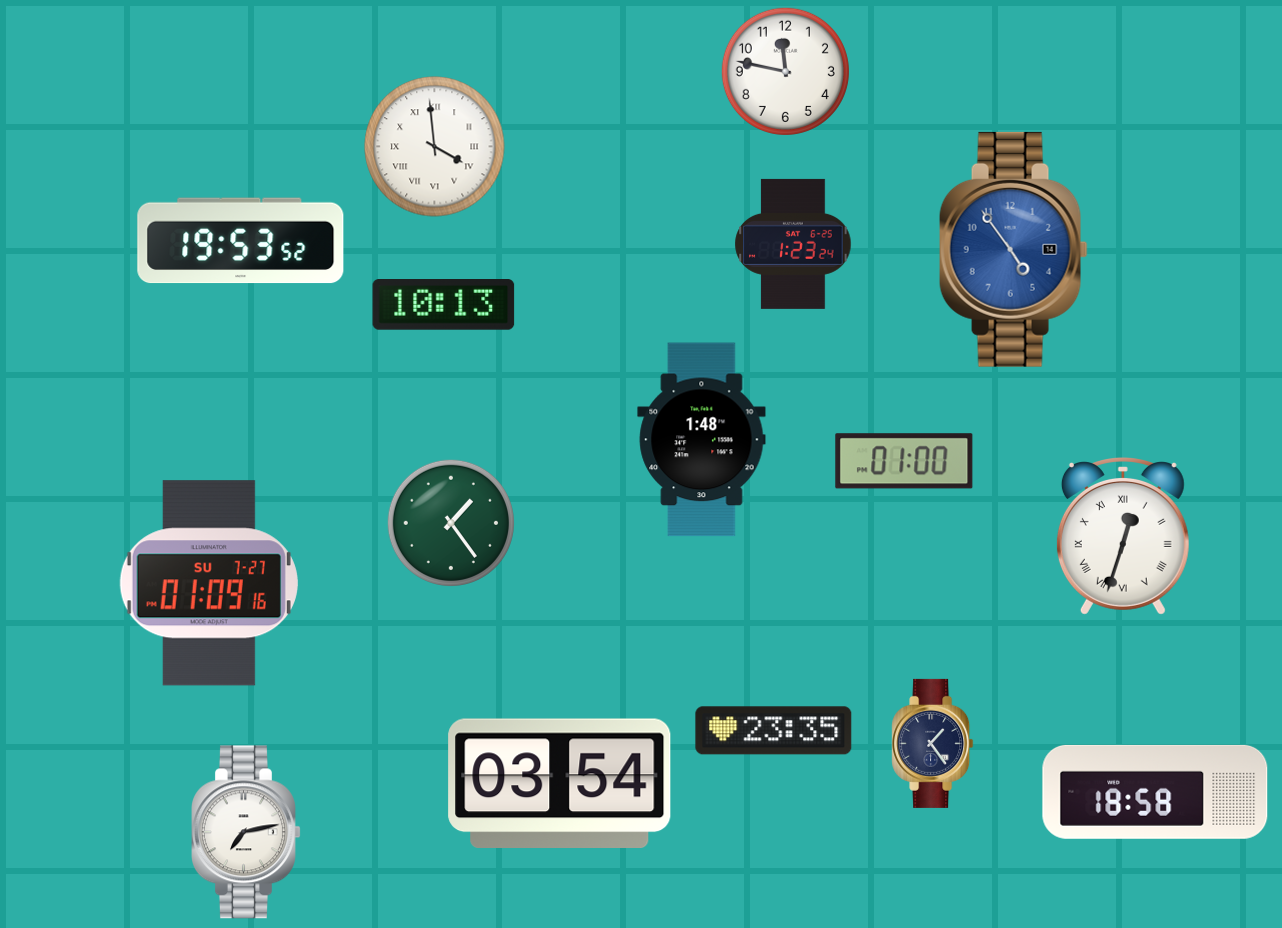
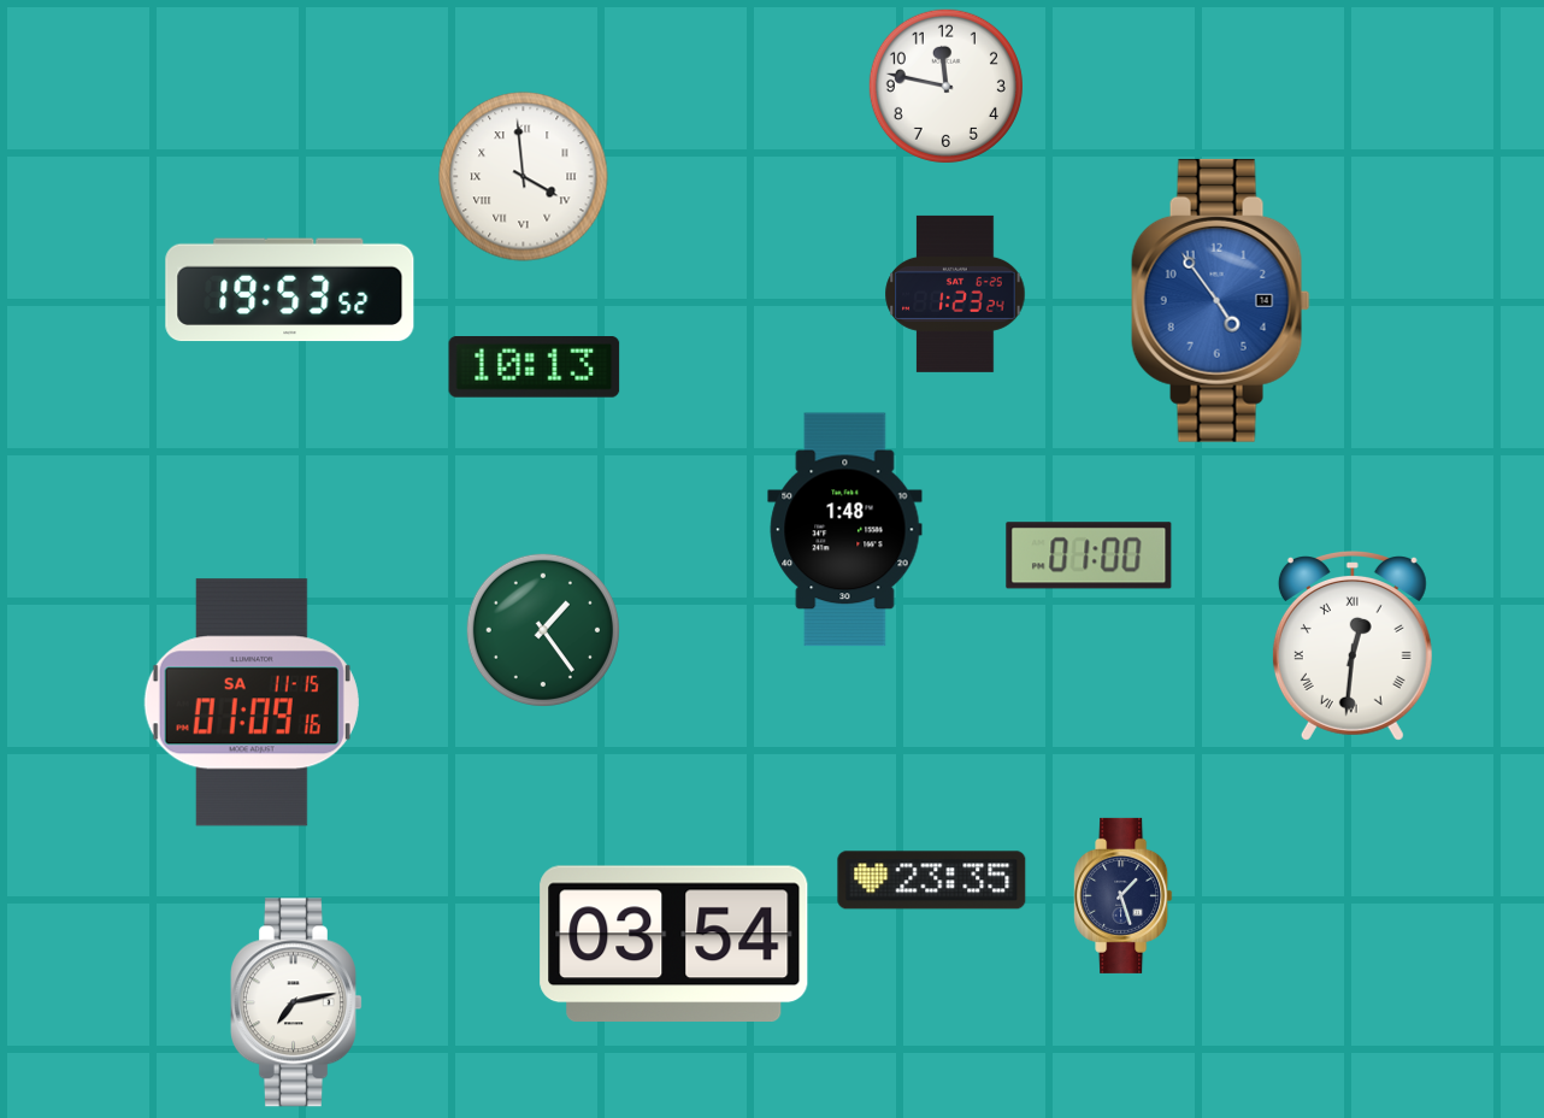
clock at (1123, 537): 12:33 -> 12:31
clock at (209, 583) date: SU 7-27 -> SA 11-15
clock at (933, 743): 1:24 -> 1:27
clock at (1155, 792): 18:58 -> none
